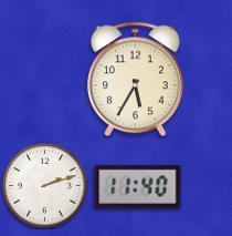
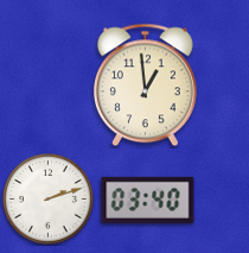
clock at (135, 80): 5:35 -> 12:59
clock at (138, 186): 11:40 -> 03:40
